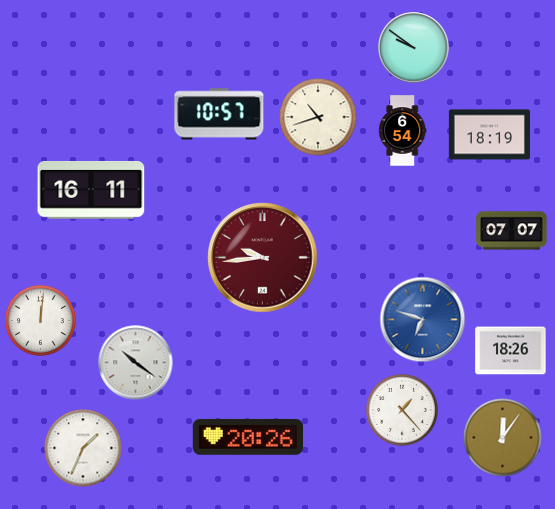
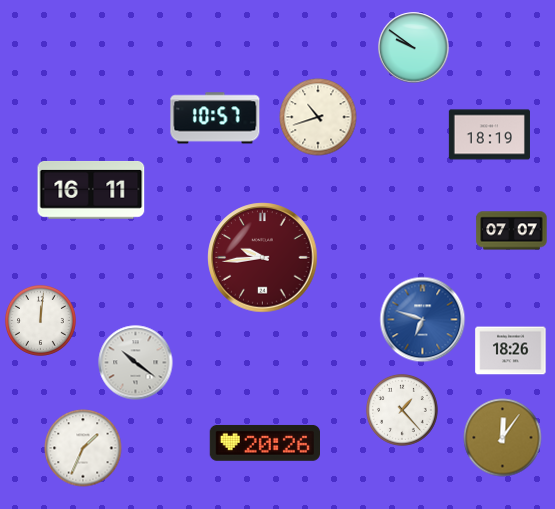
clock at (219, 114) position: (219, 114) -> (215, 118)
clock at (402, 131): 6:54 -> none
clock at (247, 437) position: (247, 437) -> (264, 443)
